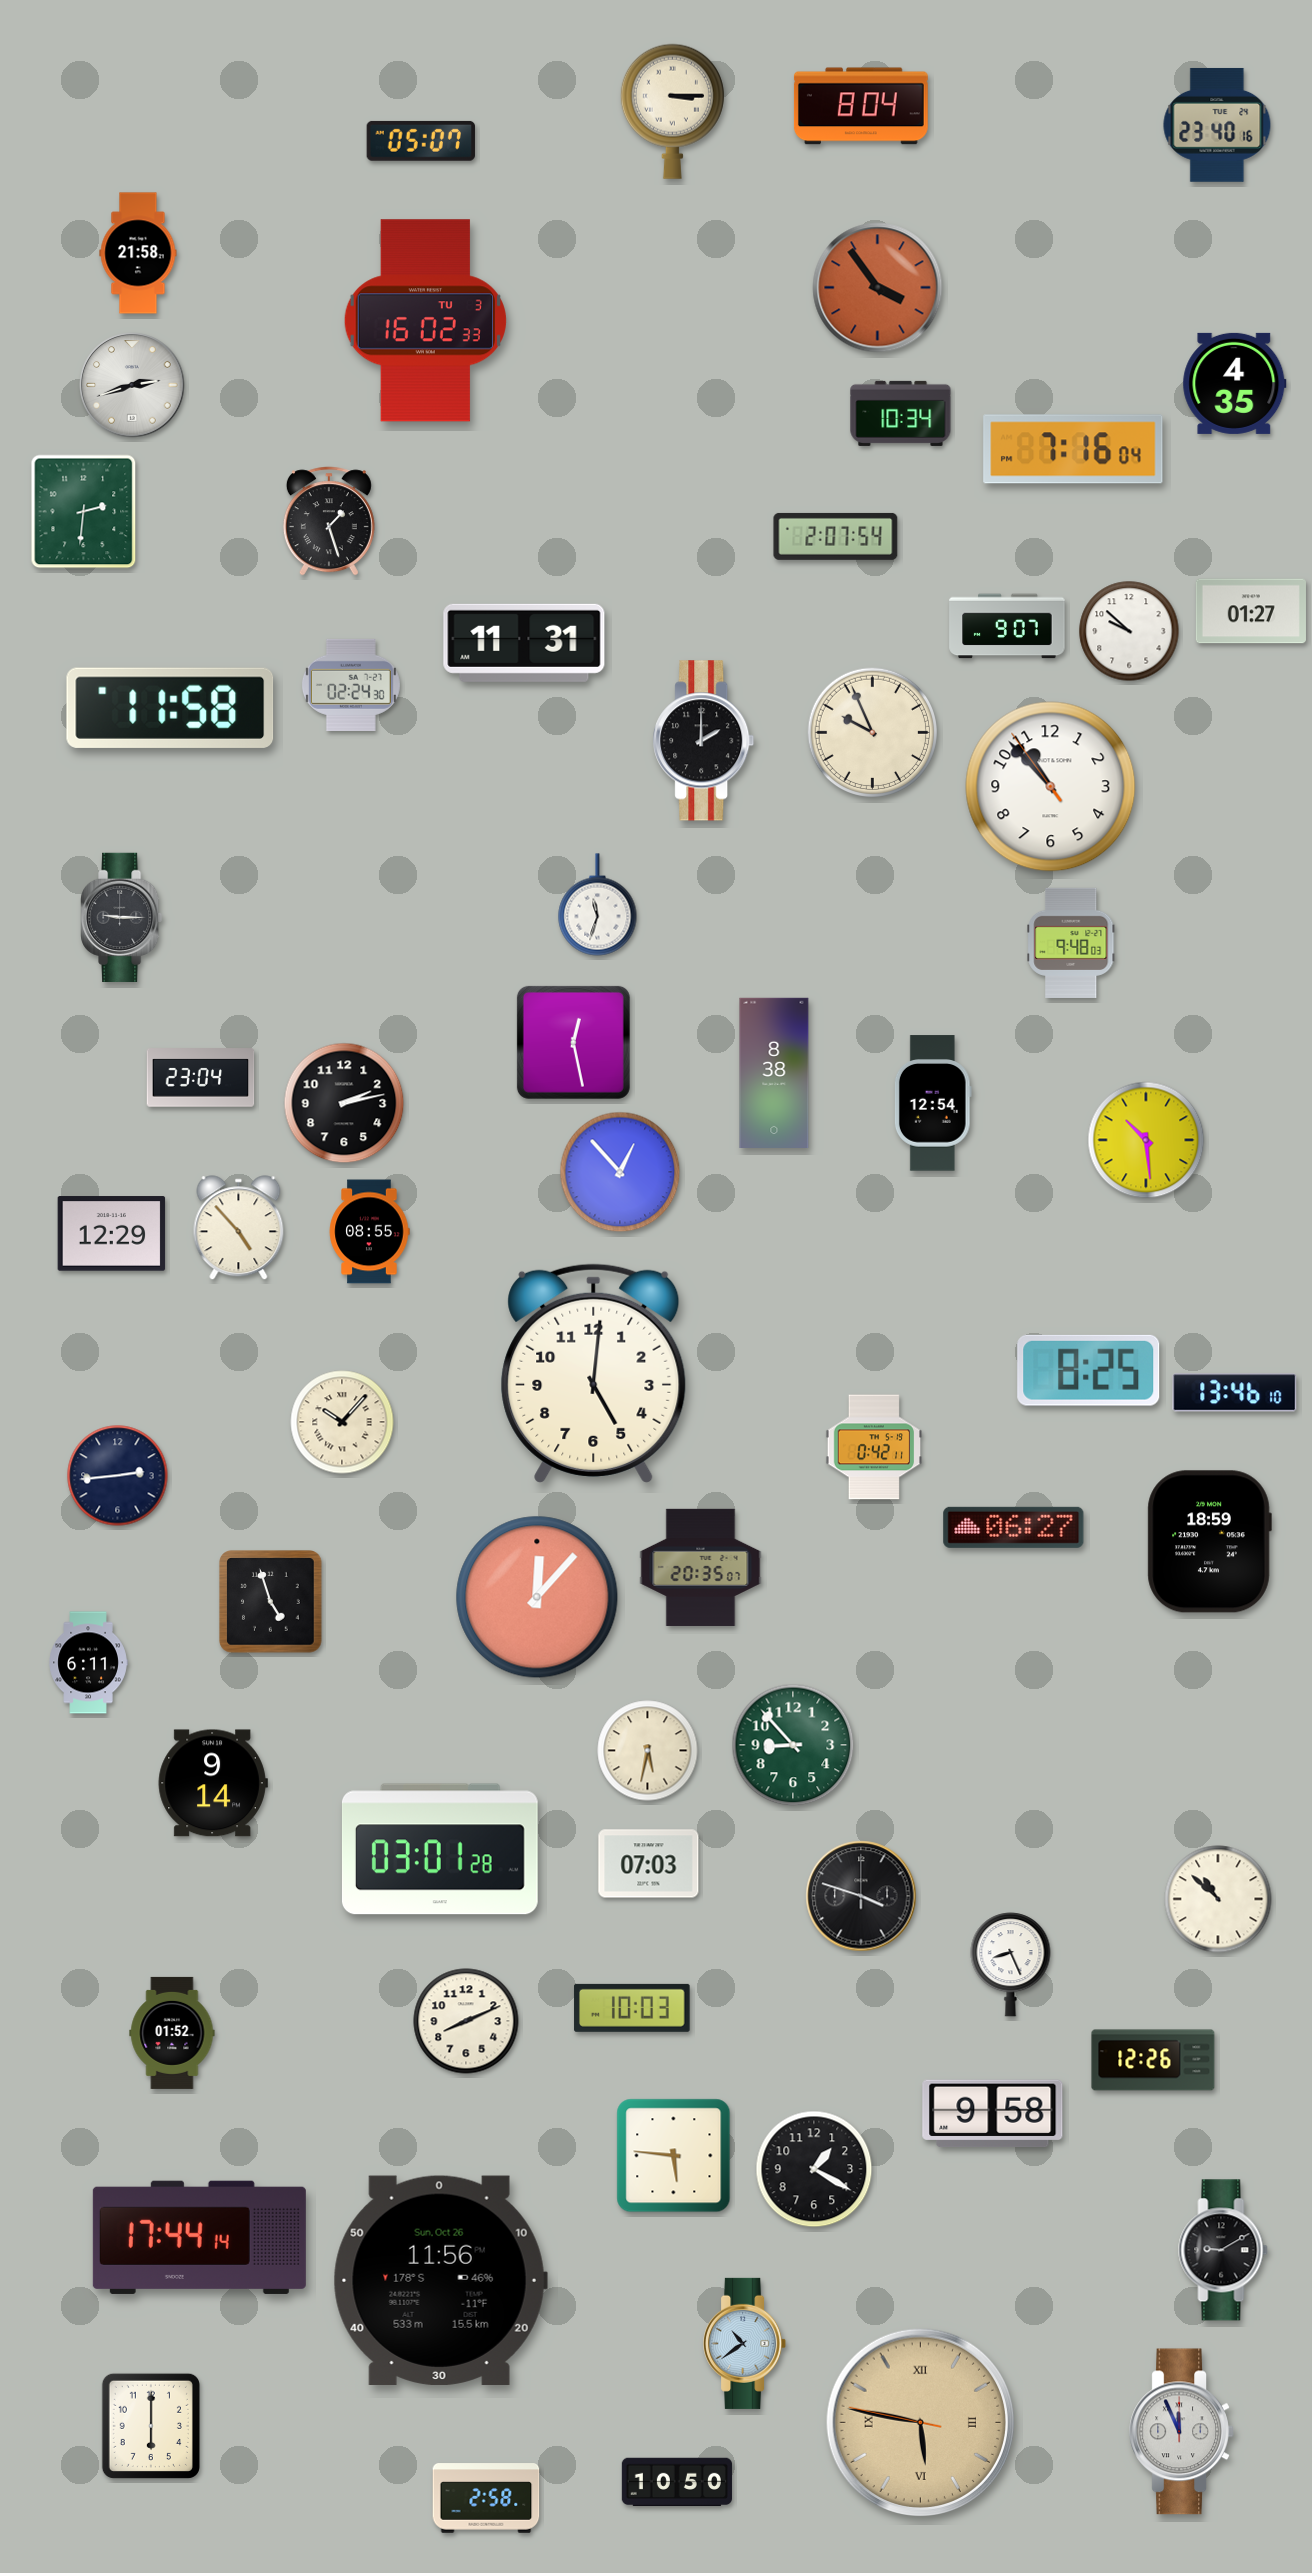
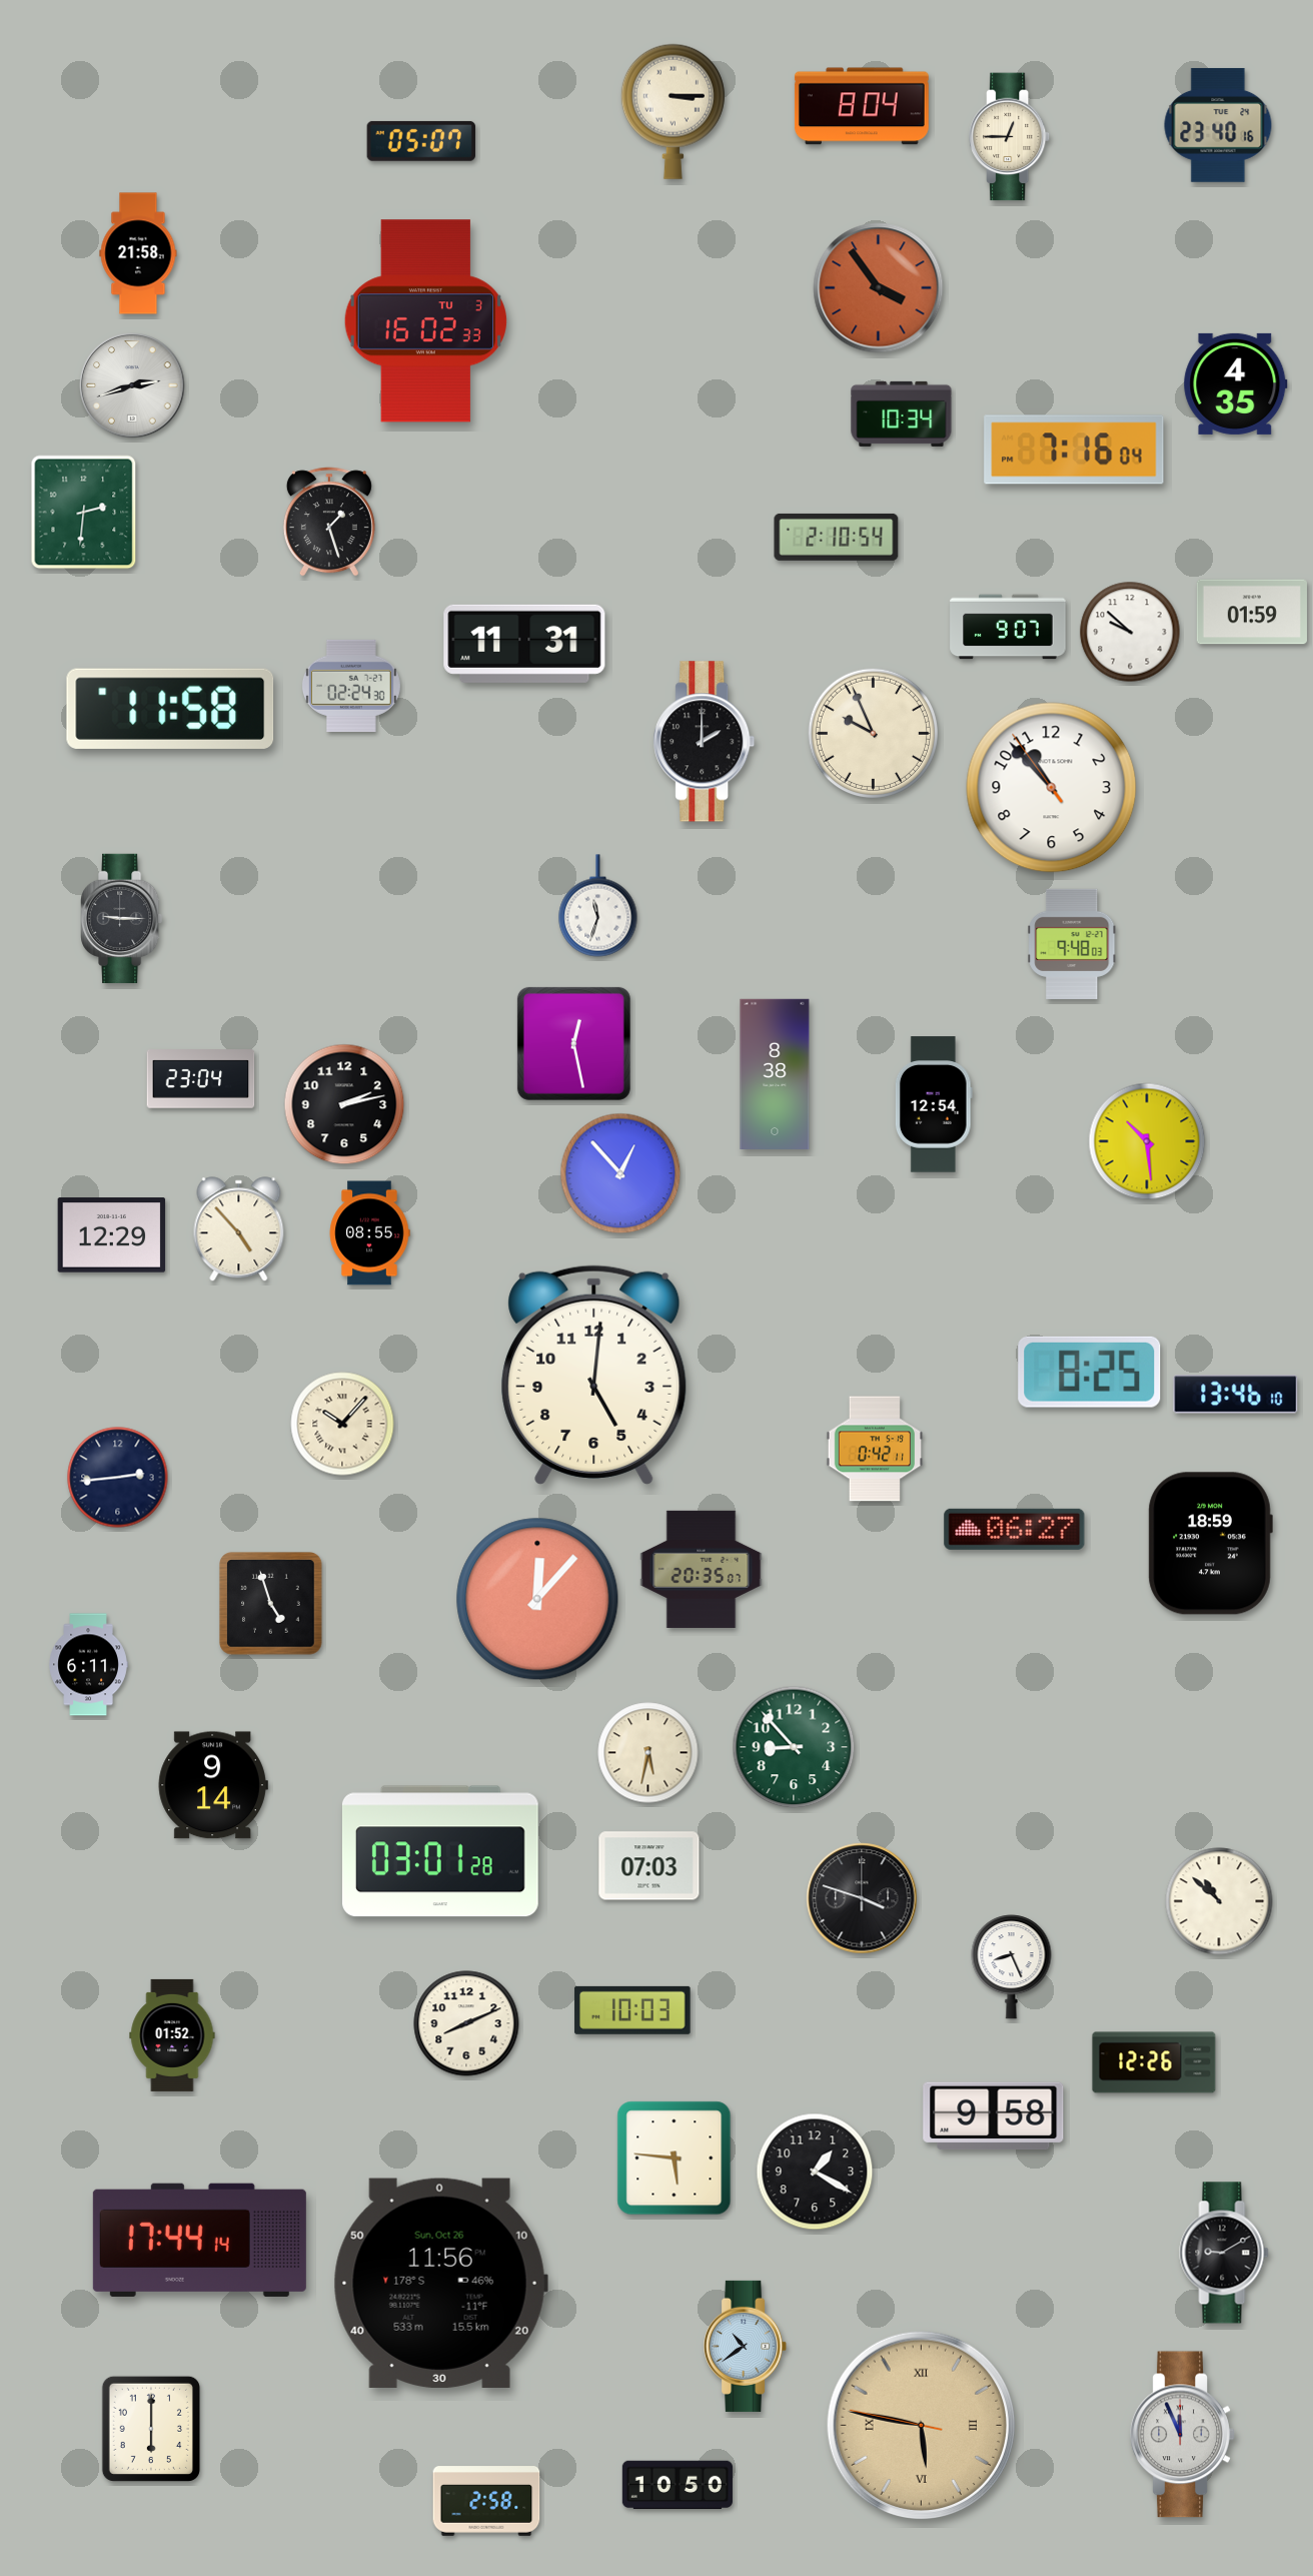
clock at (1011, 137): none -> 12:45
clock at (836, 536): 2:07 -> 2:10
clock at (1251, 611): 01:27 -> 01:59
